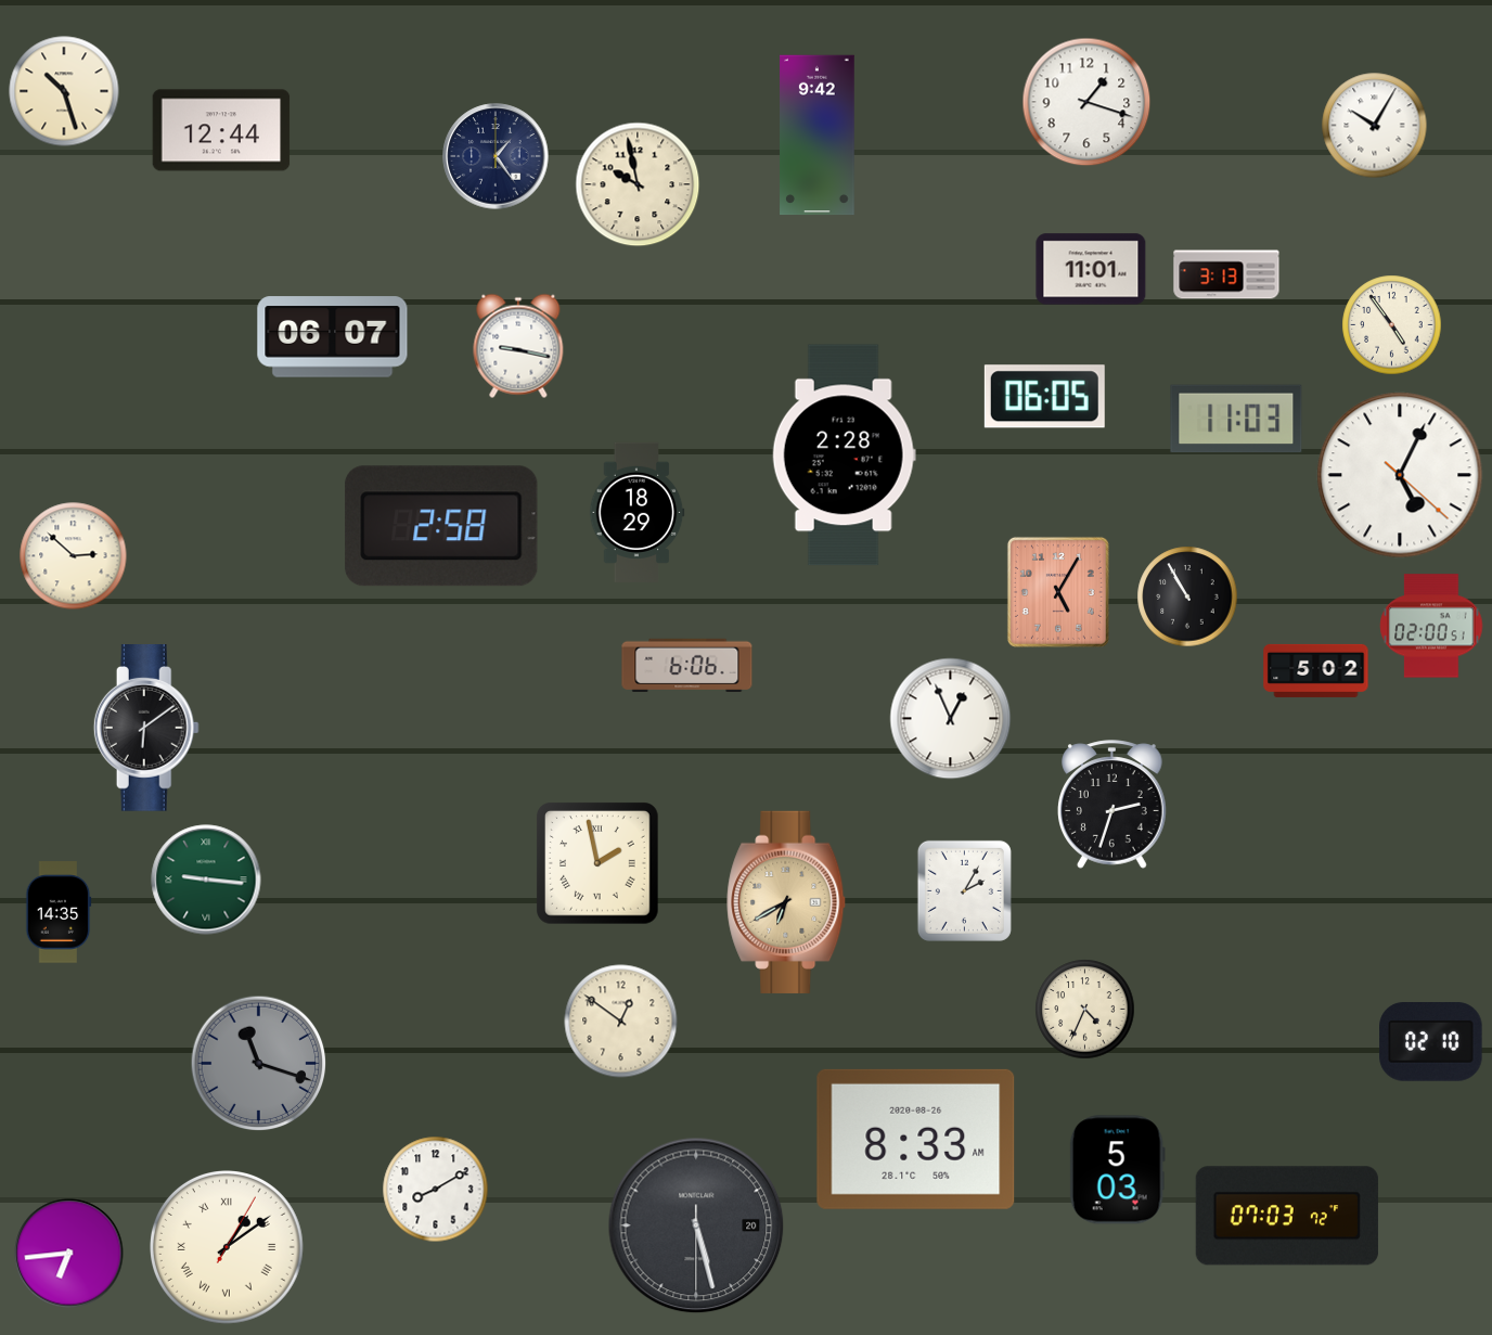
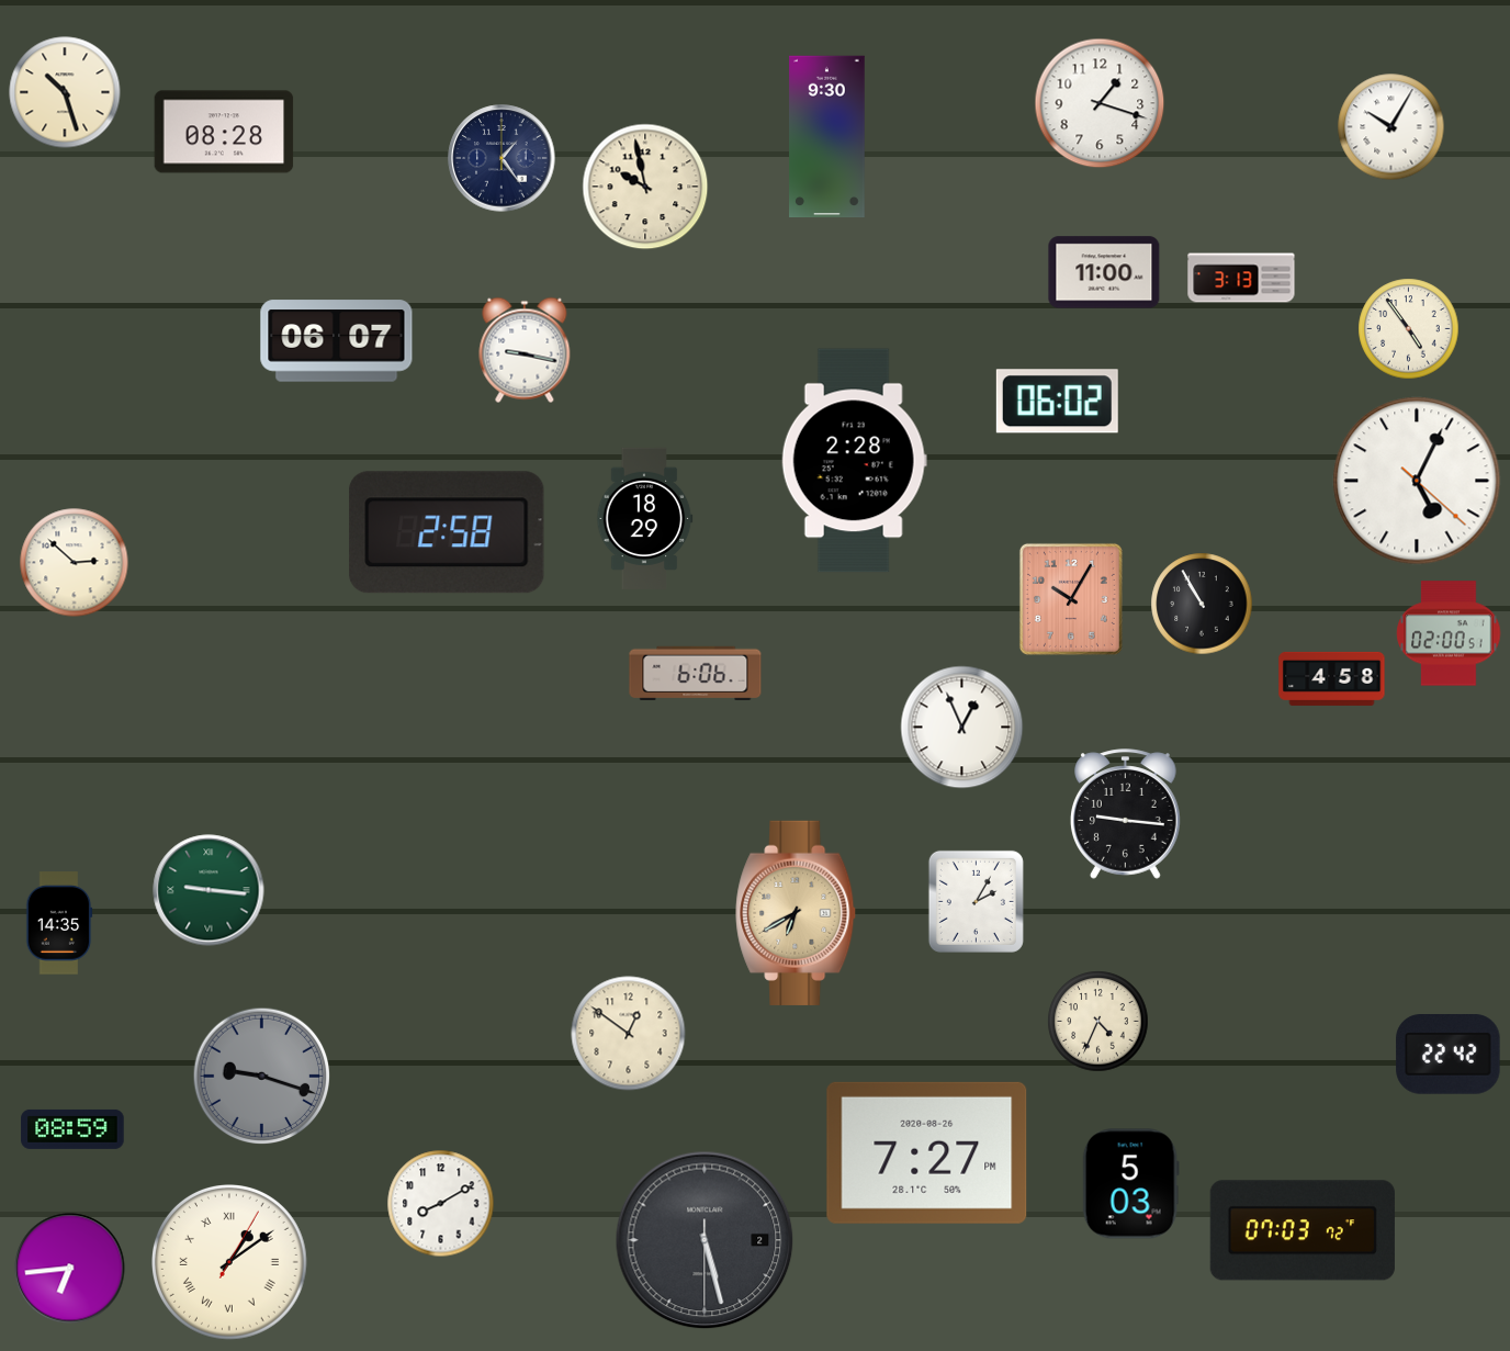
clock at (221, 130): 12:44 -> 08:28
clock at (818, 136): 9:42 -> 9:30
clock at (1091, 269): 11:01 -> 11:00
clock at (1044, 397): 06:05 -> 06:02
clock at (1236, 419): 11:03 -> none
clock at (1058, 592): 5:05 -> 10:05
clock at (1316, 670): 5:02 -> 4:58
clock at (146, 728): 6:09 -> none
clock at (1112, 805): 2:33 -> 9:16
clock at (597, 863): 1:58 -> none
clock at (1431, 1042): 02:10 -> 22:42
clock at (259, 1064): 11:18 -> 9:18
clock at (72, 1129): none -> 08:59
clock at (916, 1139): 8:33 -> 7:27
clock at (696, 1225) date: 20 -> 2
